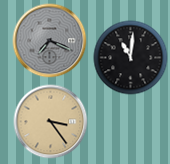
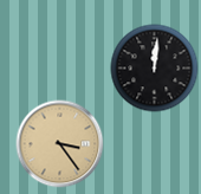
clock at (50, 41): 7:19 -> none
clock at (131, 58): 11:01 -> 12:01
